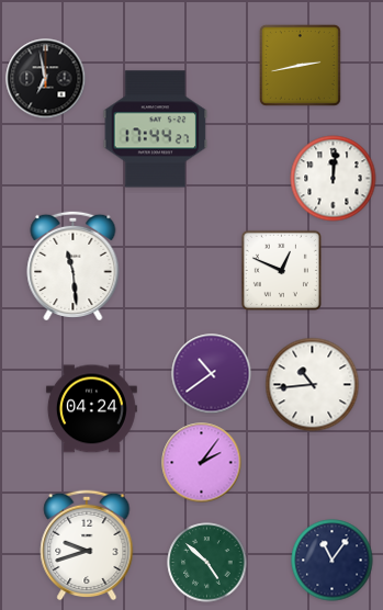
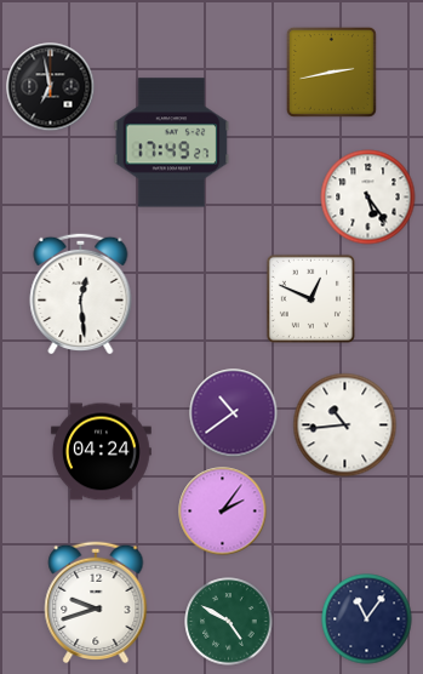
clock at (156, 129): 17:44 -> 17:49
clock at (334, 179): 12:01 -> 5:24
clock at (74, 264): 11:29 -> 12:29
clock at (207, 563): 4:52 -> 4:50
